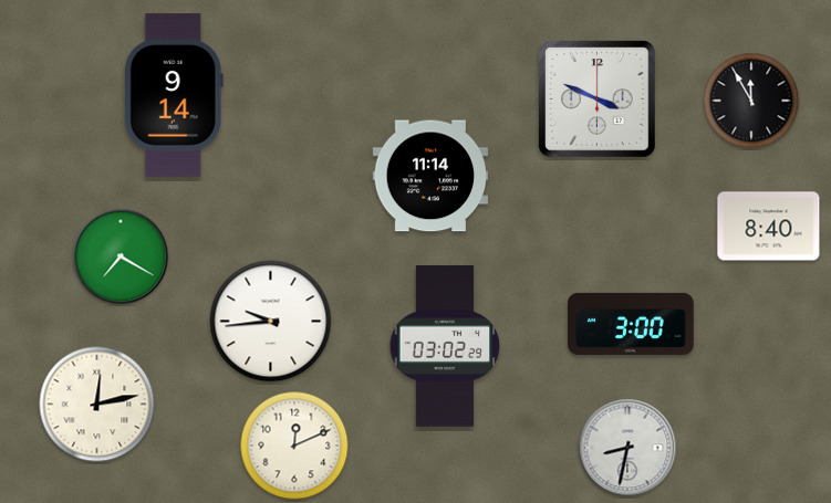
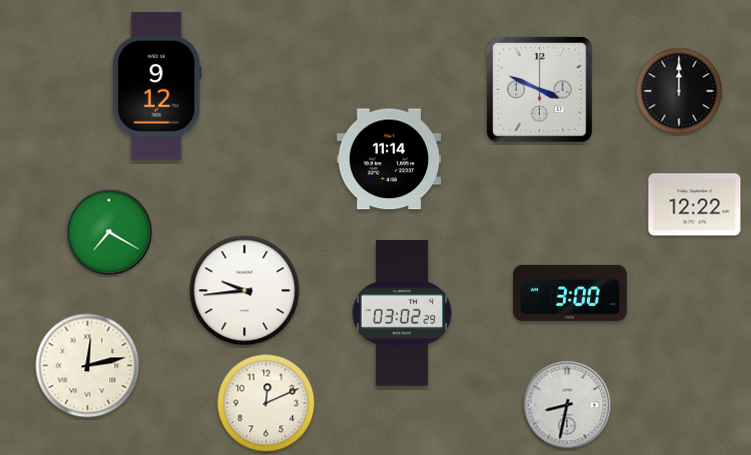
clock at (174, 95): 9:14 -> 9:12
clock at (751, 101): 11:55 -> 12:00
clock at (769, 227): 8:40 -> 12:22
